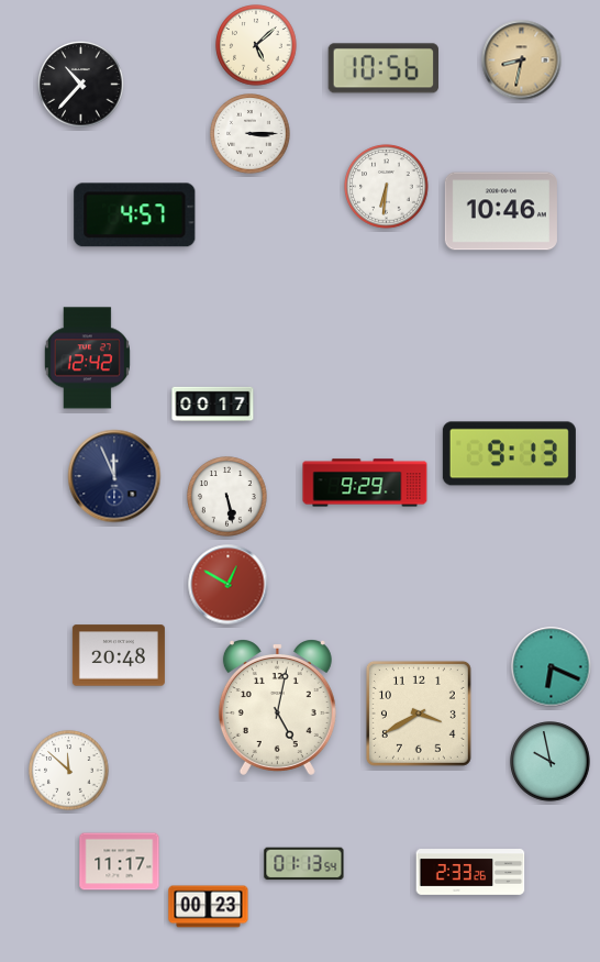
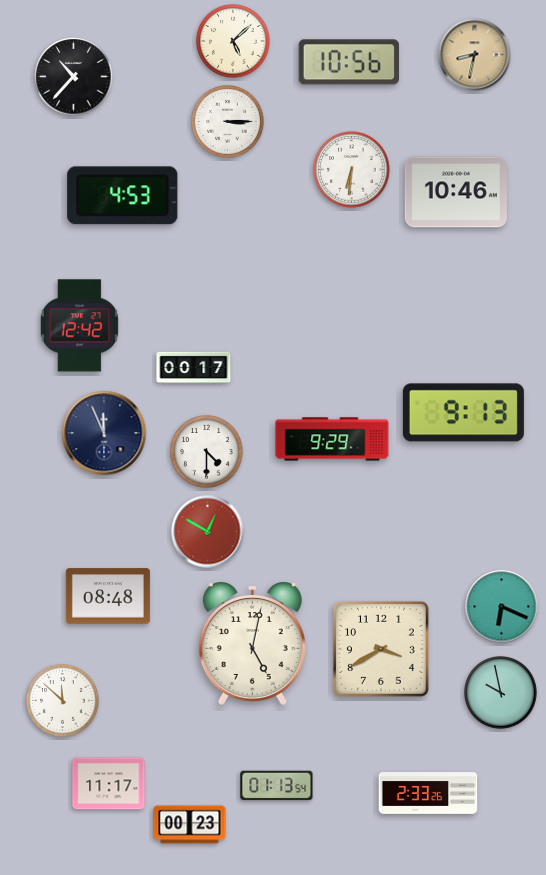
clock at (135, 215): 4:57 -> 4:53
clock at (227, 497): 5:28 -> 4:30
clock at (119, 655): 20:48 -> 08:48
